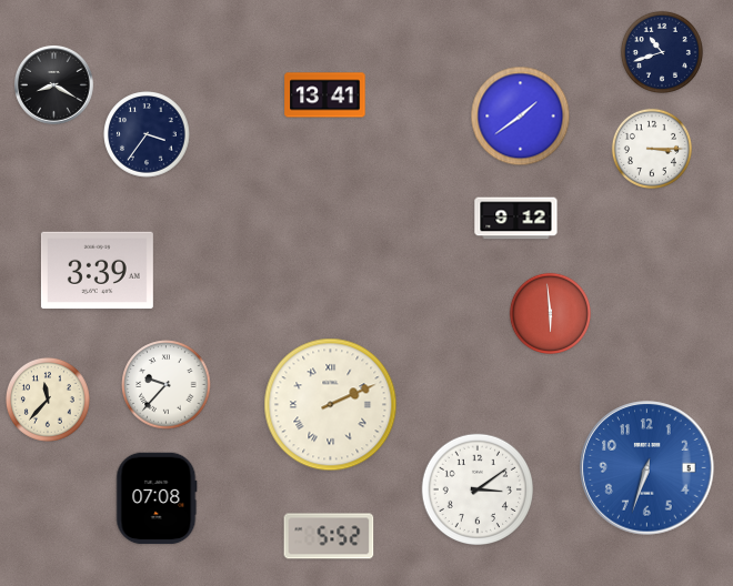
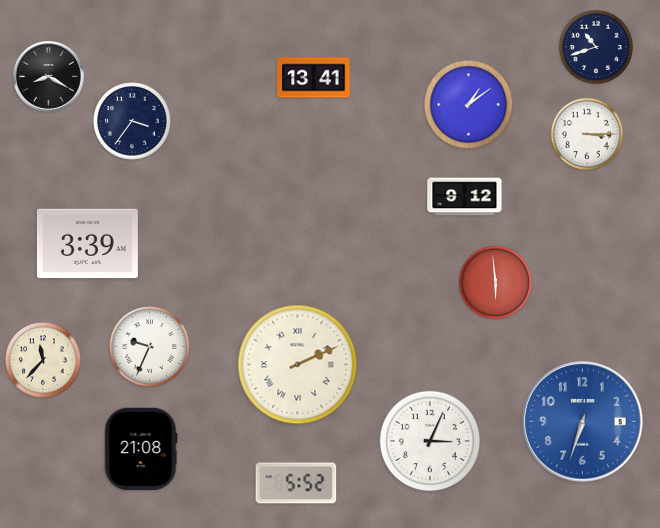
clock at (325, 95) position: (325, 95) -> (314, 78)
clock at (521, 117): 1:39 -> 1:09
clock at (167, 385): 9:37 -> 9:34
clock at (476, 488): 3:09 -> 3:04
clock at (157, 498): 07:08 -> 21:08
